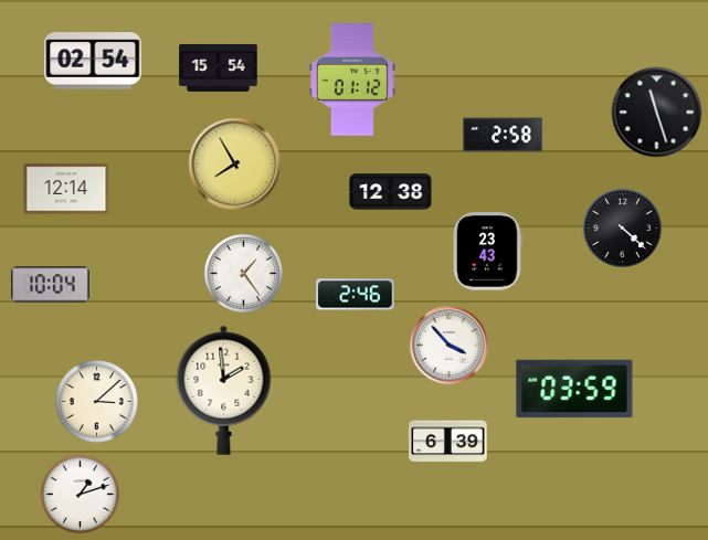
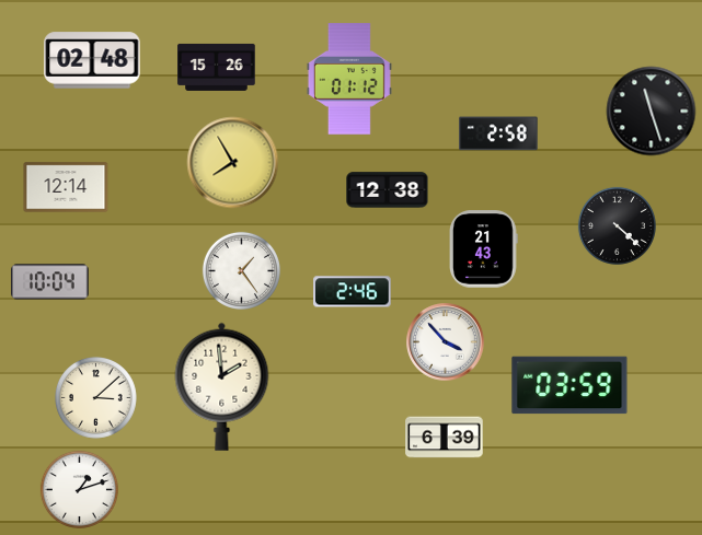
clock at (93, 61): 02:54 -> 02:48
clock at (219, 67): 15:54 -> 15:26
clock at (488, 252): 23:43 -> 21:43
